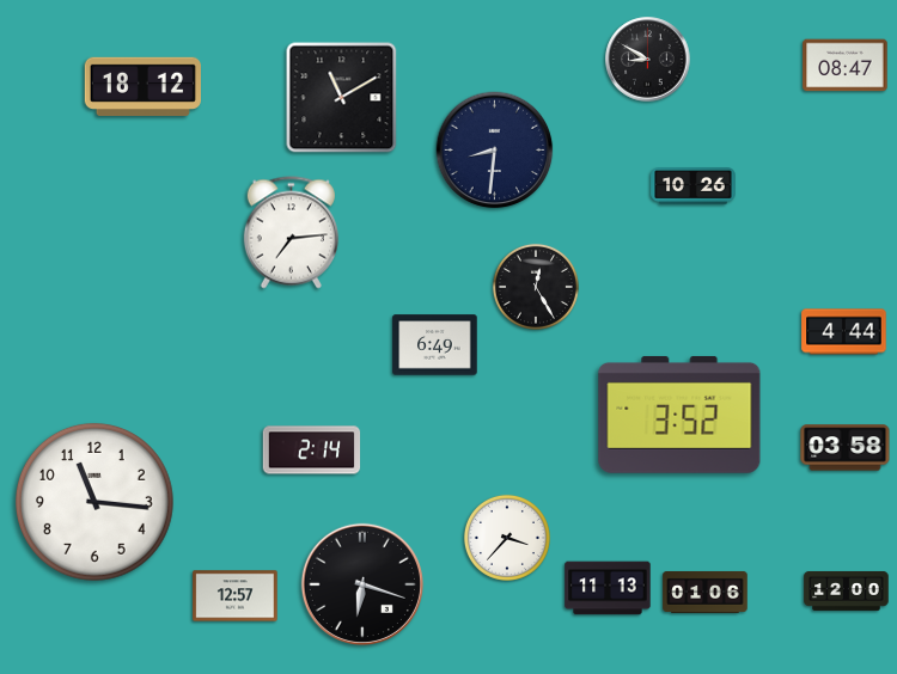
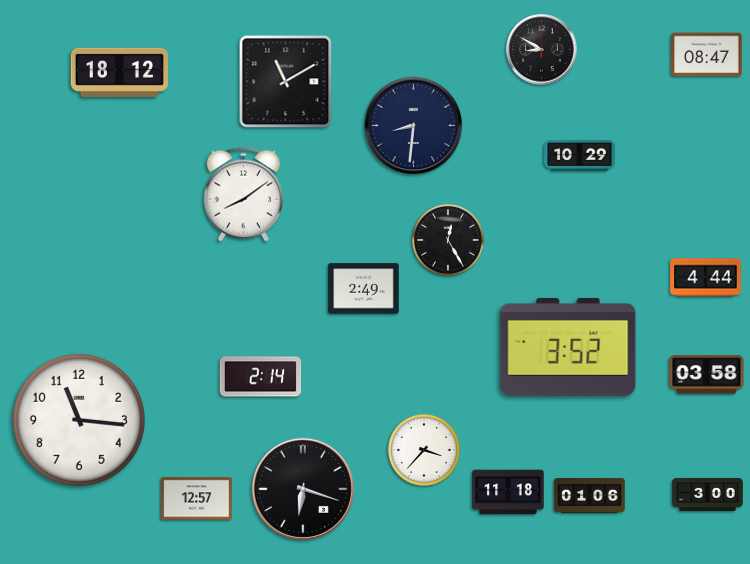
clock at (694, 186): 10:26 -> 10:29
clock at (291, 233): 7:14 -> 8:09
clock at (435, 345): 6:49 -> 2:49
clock at (608, 588): 11:13 -> 11:18
clock at (847, 590): 12:00 -> 3:00
